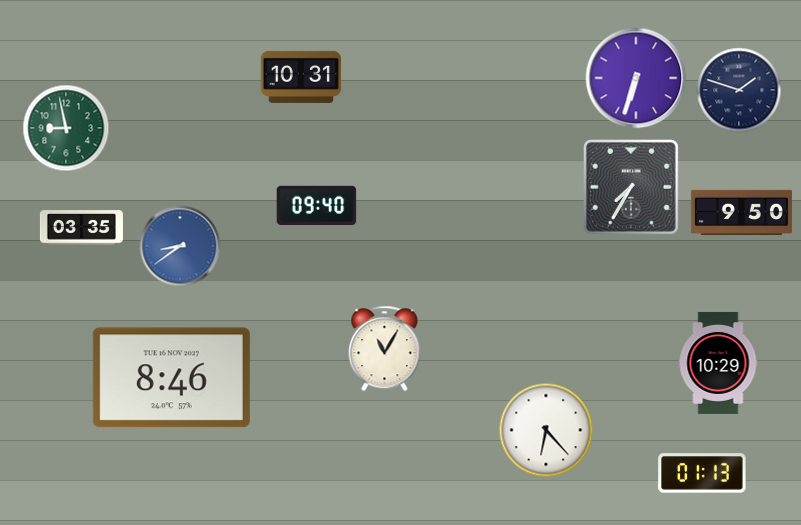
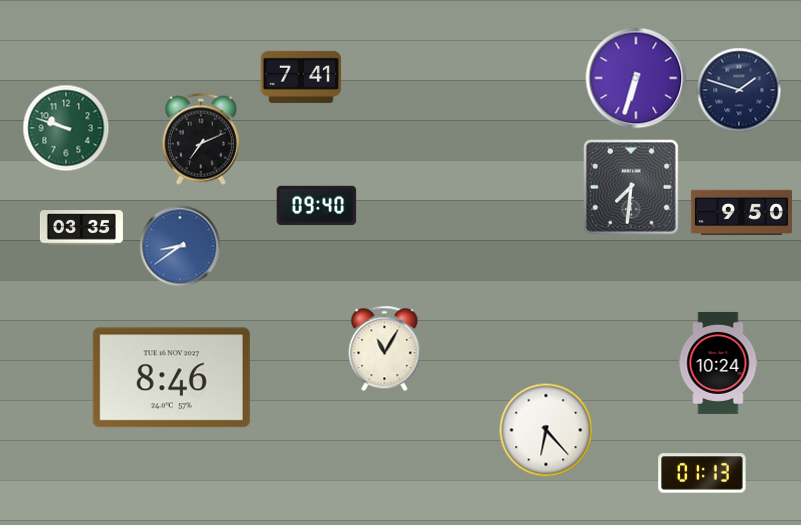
clock at (301, 77): 10:31 -> 7:41
clock at (66, 128): 8:58 -> 9:48
clock at (201, 139): none -> 7:11
clock at (631, 187): 7:35 -> 7:31
clock at (718, 363): 10:29 -> 10:24
